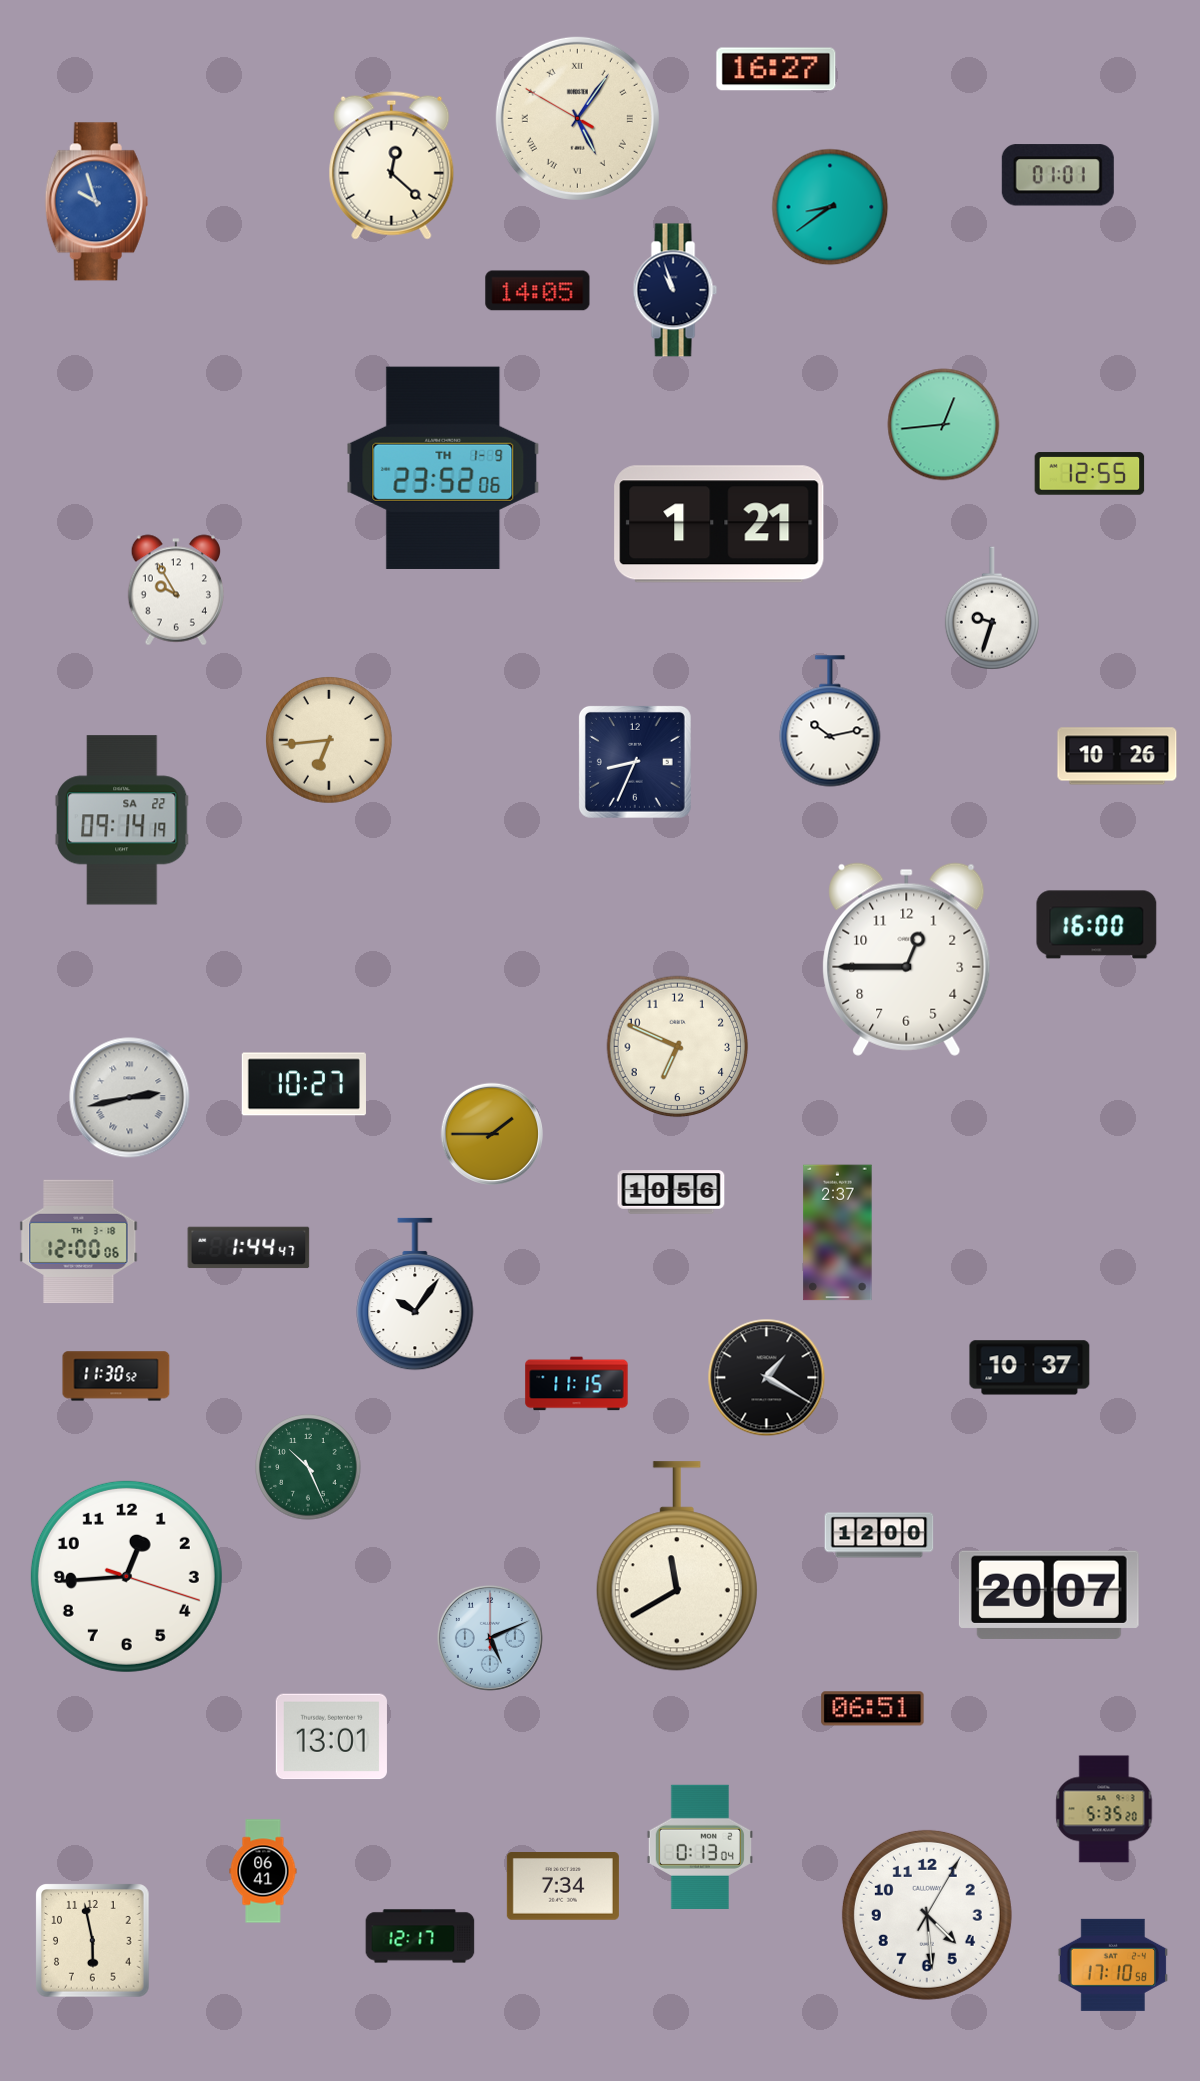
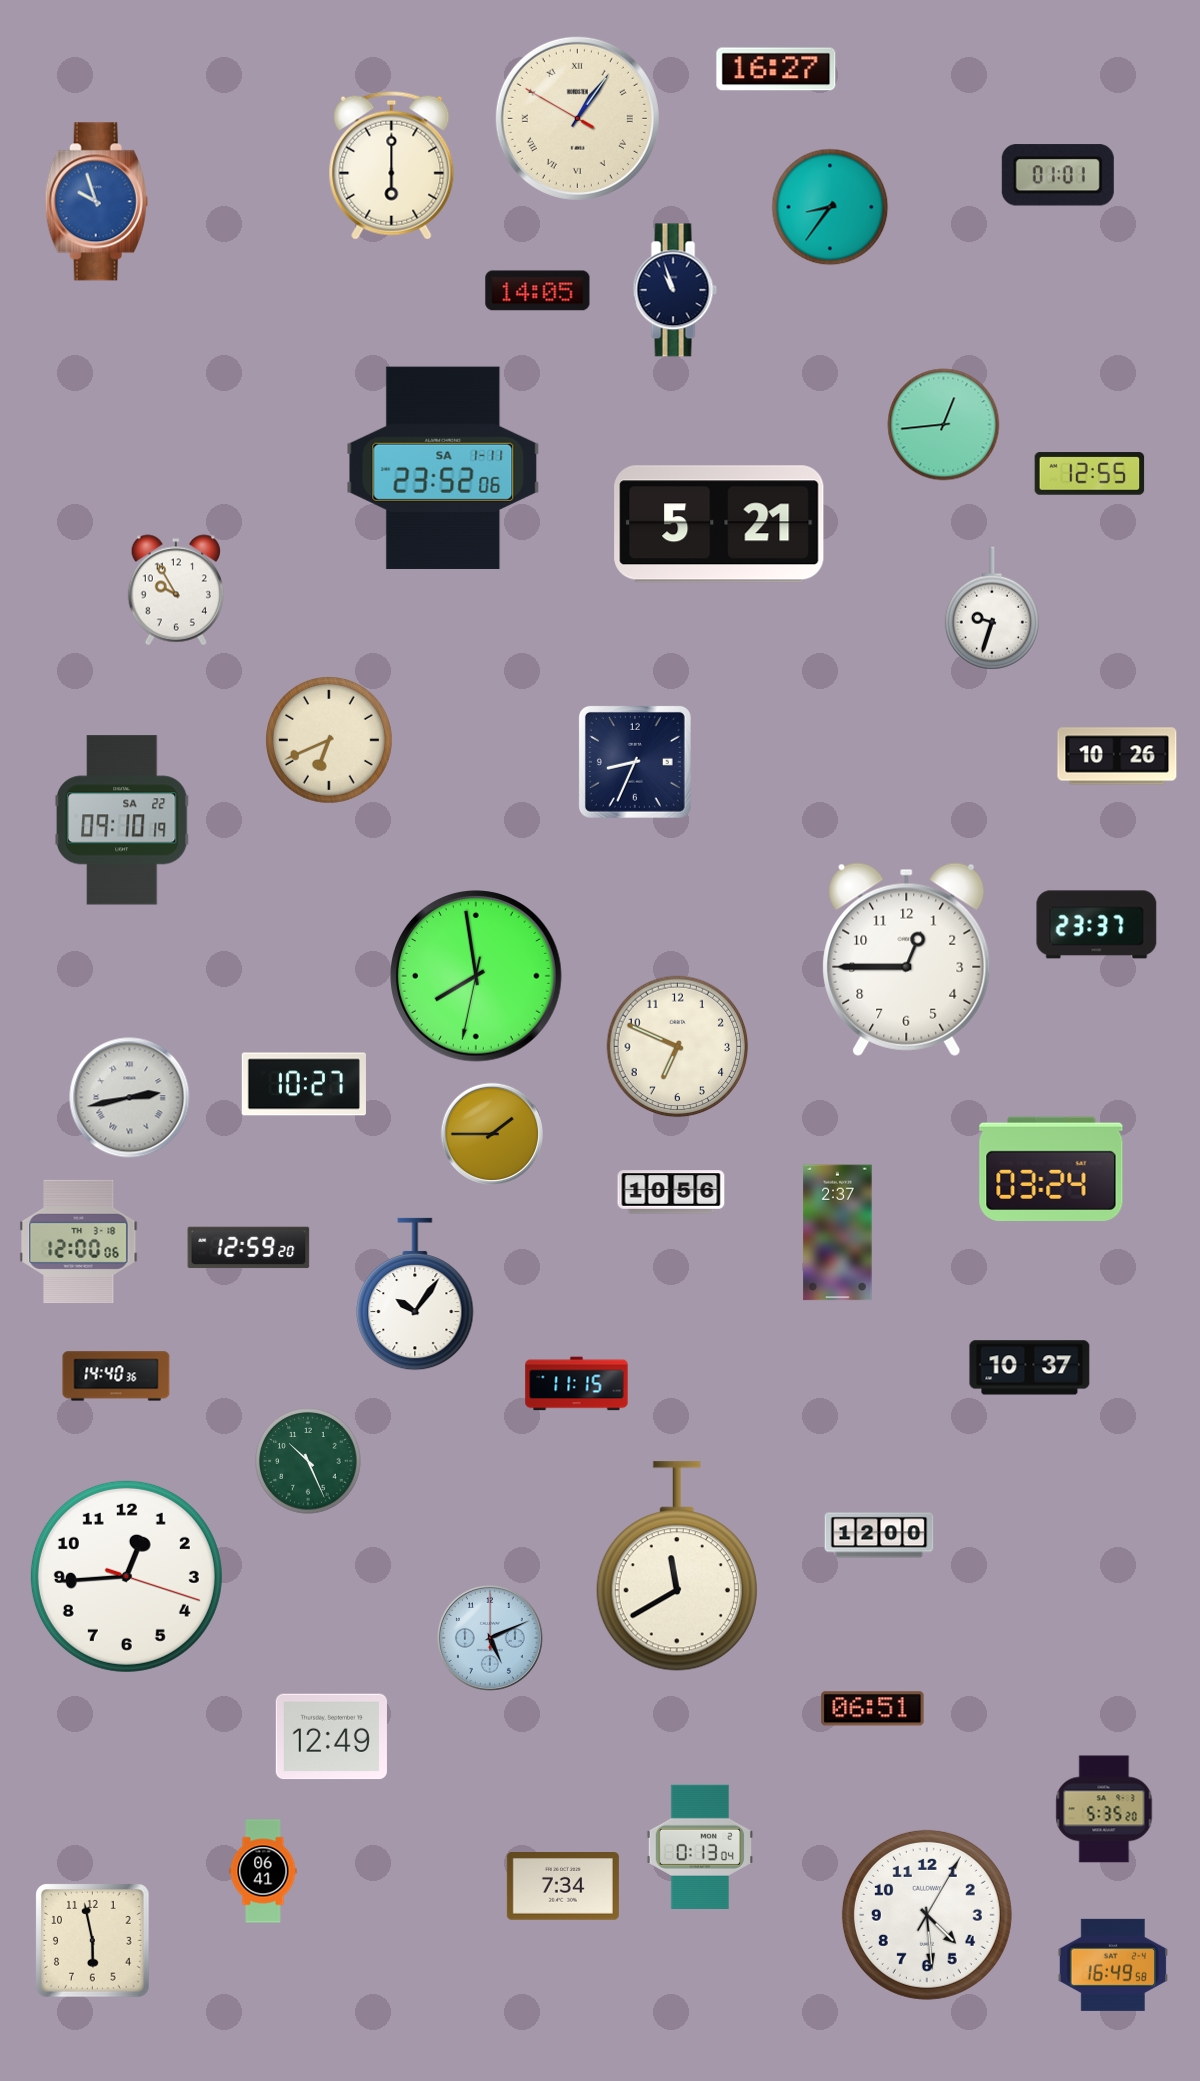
clock at (577, 118): 5:05 -> 1:05
clock at (392, 165): 12:22 -> 6:00
clock at (830, 207): 8:39 -> 8:36
clock at (443, 468) date: TH 1-9 -> SA 1-11
clock at (719, 524): 1:21 -> 5:21
clock at (830, 721): 10:13 -> none
clock at (330, 741): 6:44 -> 6:41
clock at (122, 820): 09:14 -> 09:10
clock at (1097, 925): 16:00 -> 23:37
clock at (476, 976): none -> 7:58
clock at (1051, 1168): none -> 03:24
clock at (249, 1248): 1:44 -> 12:59
clock at (116, 1376): 11:30 -> 14:40
clock at (767, 1378): 1:20 -> none
clock at (308, 1467) position: (308, 1467) -> (308, 1461)
clock at (1049, 1594): 20:07 -> none
clock at (331, 1737): 13:01 -> 12:49
clock at (420, 1936): 12:17 -> none
clock at (1112, 1965): 17:10 -> 16:49
